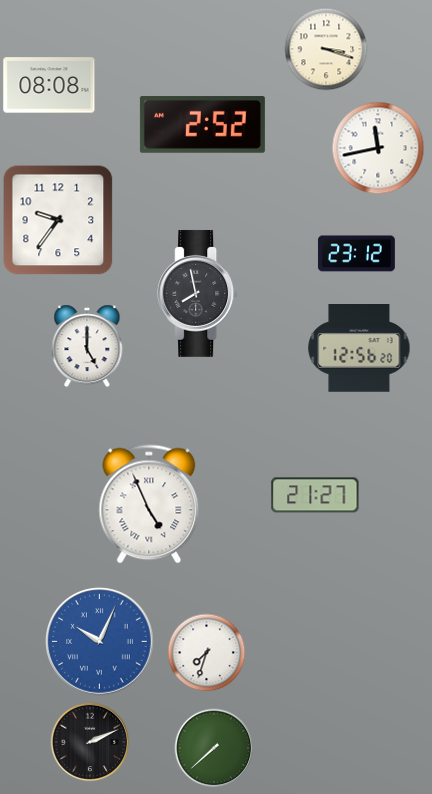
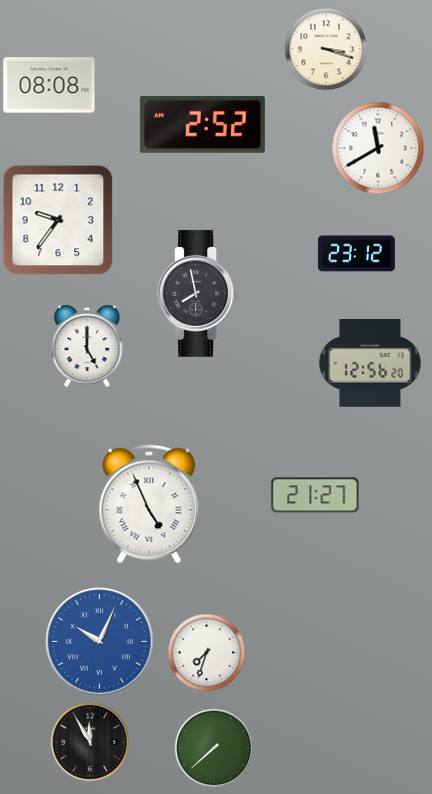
clock at (378, 148): 11:43 -> 11:40
clock at (359, 349) position: (359, 349) -> (370, 364)
clock at (90, 742): 2:11 -> 11:55
